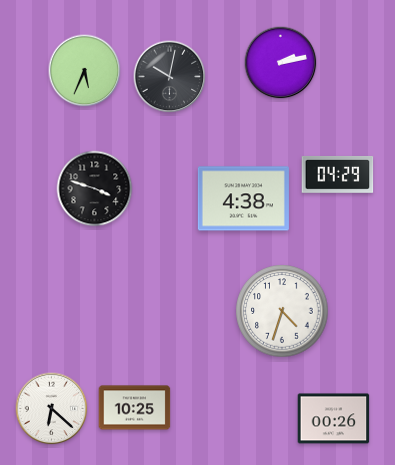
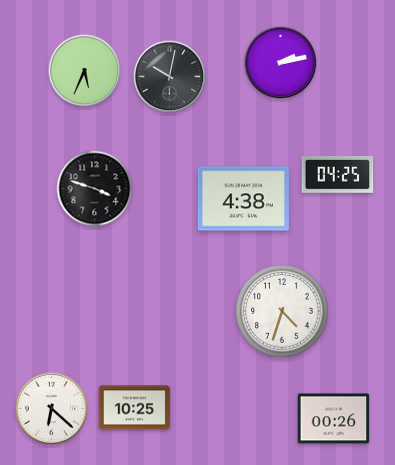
clock at (338, 174): 04:29 -> 04:25
